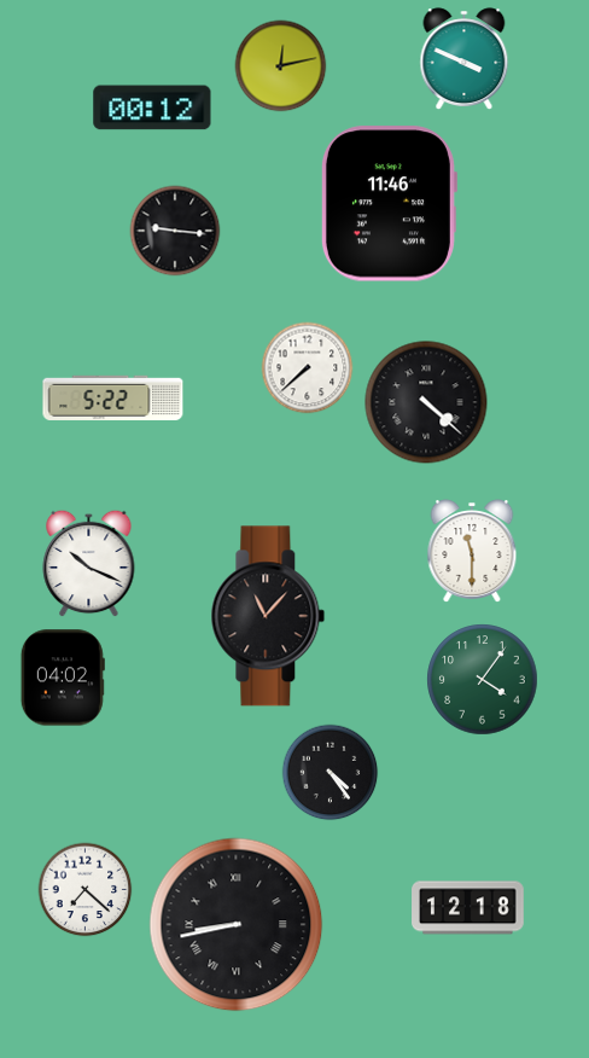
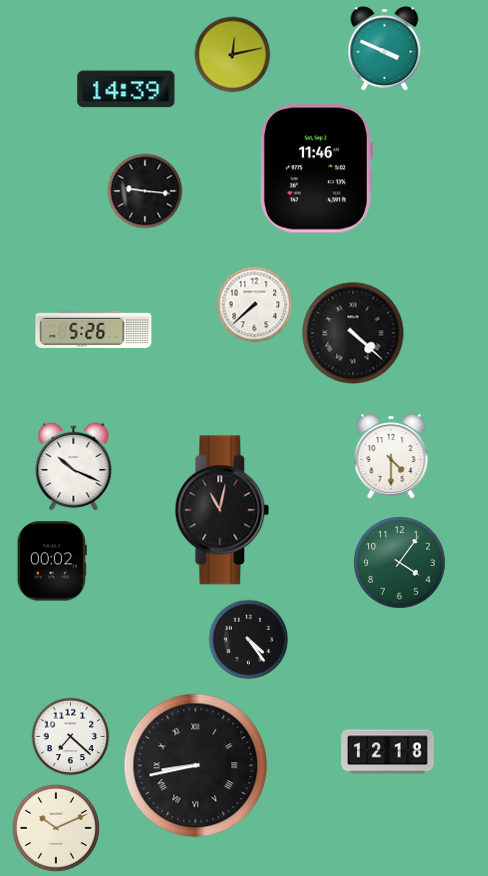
clock at (152, 107): 00:12 -> 14:39
clock at (389, 204) position: (389, 204) -> (316, 169)
clock at (113, 397): 5:22 -> 5:26
clock at (472, 551): 11:30 -> 4:30
clock at (268, 616): 11:07 -> 11:02
clock at (63, 678): 04:02 -> 00:02
clock at (331, 773) position: (331, 773) -> (249, 640)
clock at (56, 828): none -> 10:11
